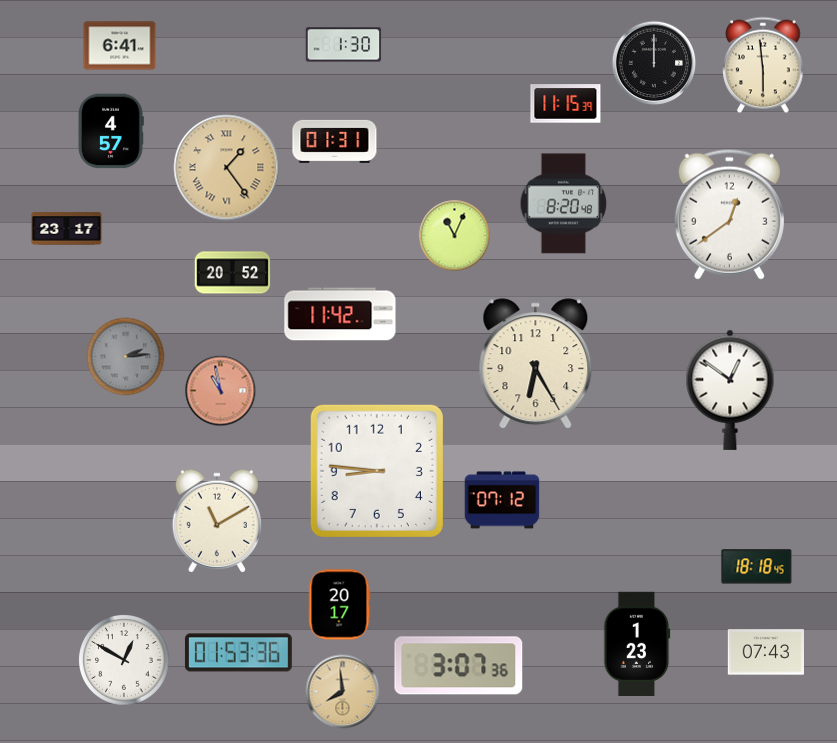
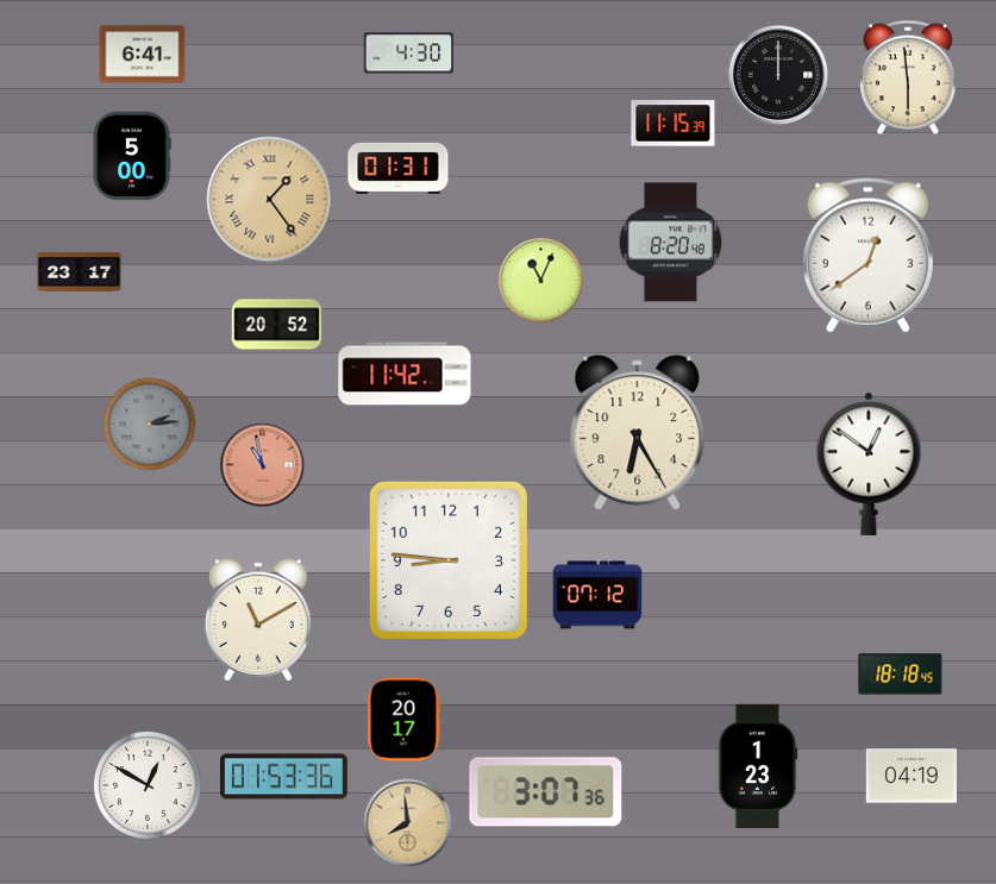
clock at (344, 45): 1:30 -> 4:30
clock at (111, 131): 4:57 -> 5:00
clock at (765, 652): 07:43 -> 04:19
